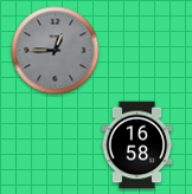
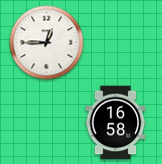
clock at (56, 51) dial: grey -> white
